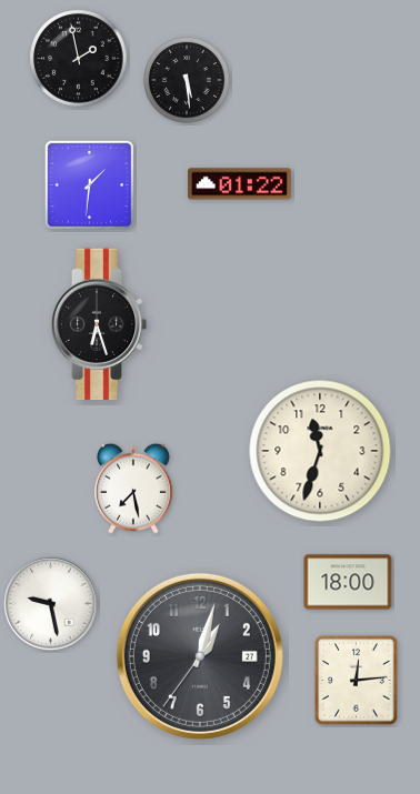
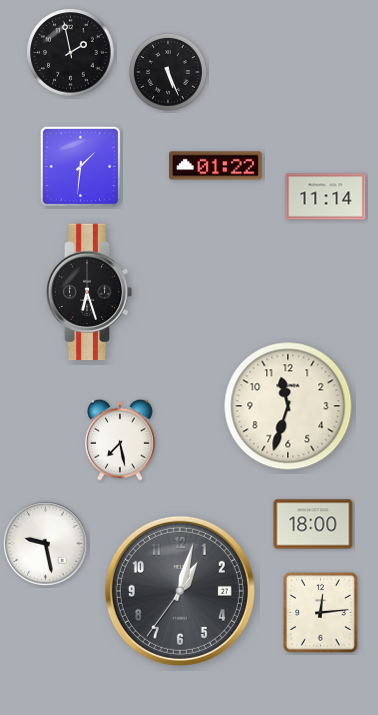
clock at (187, 80): 5:29 -> 5:26
clock at (326, 197): none -> 11:14
